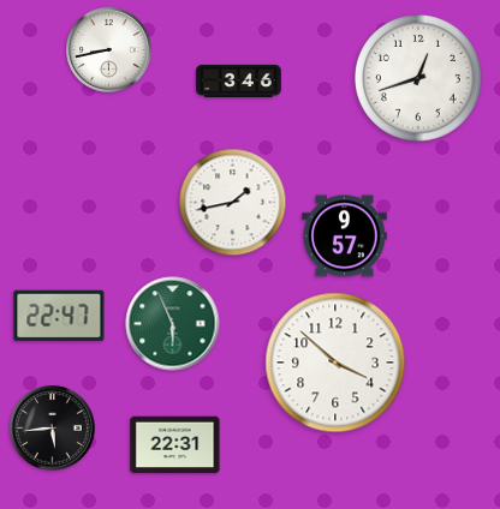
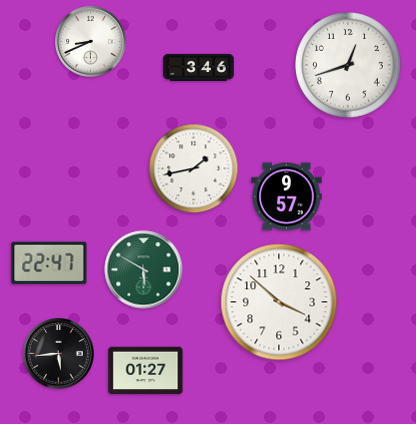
clock at (109, 50): 8:43 -> 8:41
clock at (173, 324): 5:56 -> 5:50
clock at (53, 429) position: (53, 429) -> (59, 354)
clock at (175, 445): 22:31 -> 01:27
